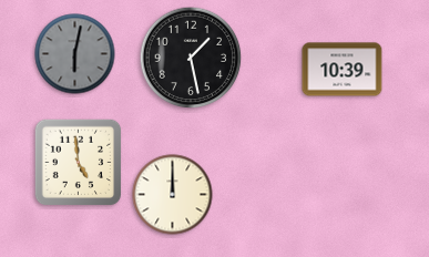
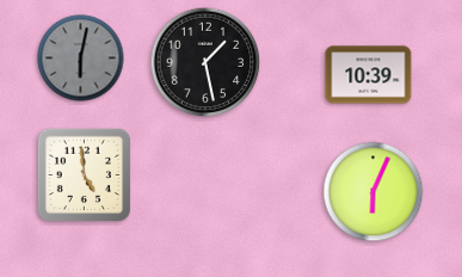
clock at (374, 192): none -> 6:04
clock at (173, 195): 12:00 -> none
